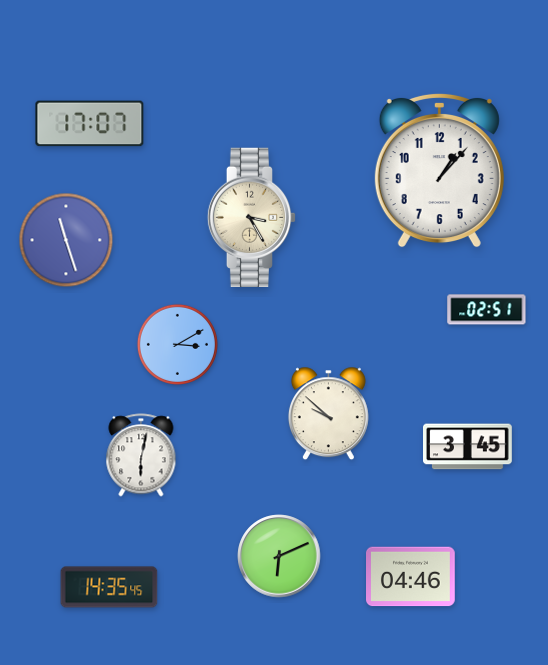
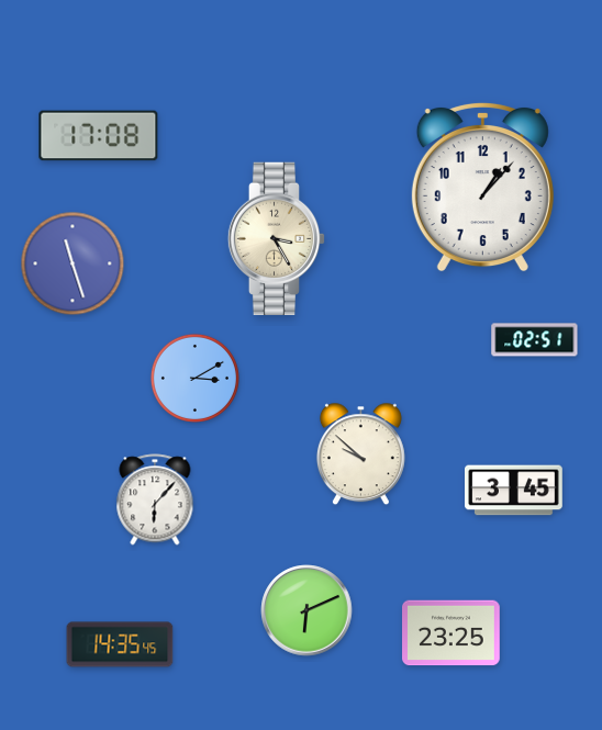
clock at (90, 124): 17:07 -> 17:08
clock at (141, 455): 6:02 -> 6:07
clock at (411, 577): 04:46 -> 23:25
